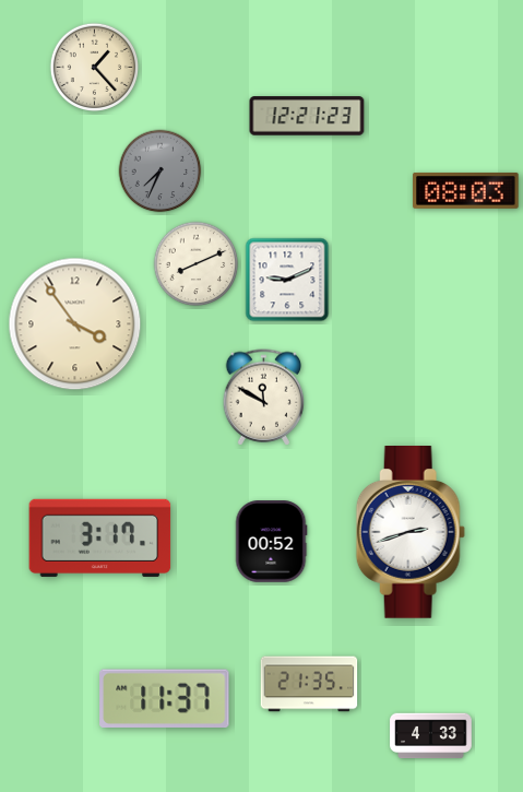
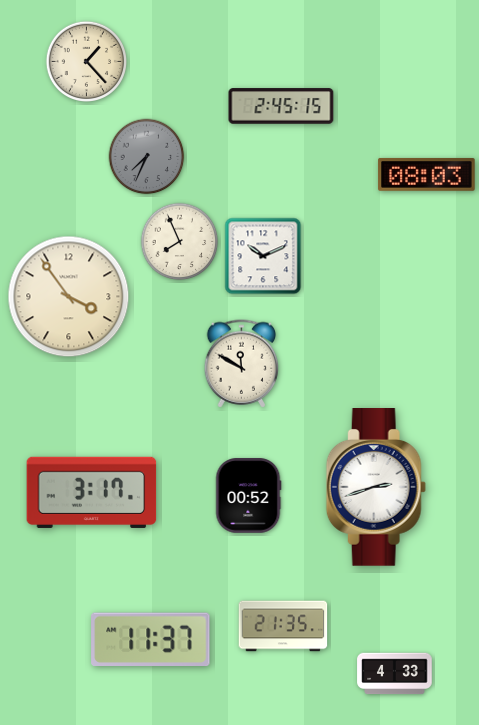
clock at (307, 116): 12:21 -> 2:45
clock at (197, 264): 8:11 -> 7:56
clock at (287, 280): 9:11 -> 10:11
